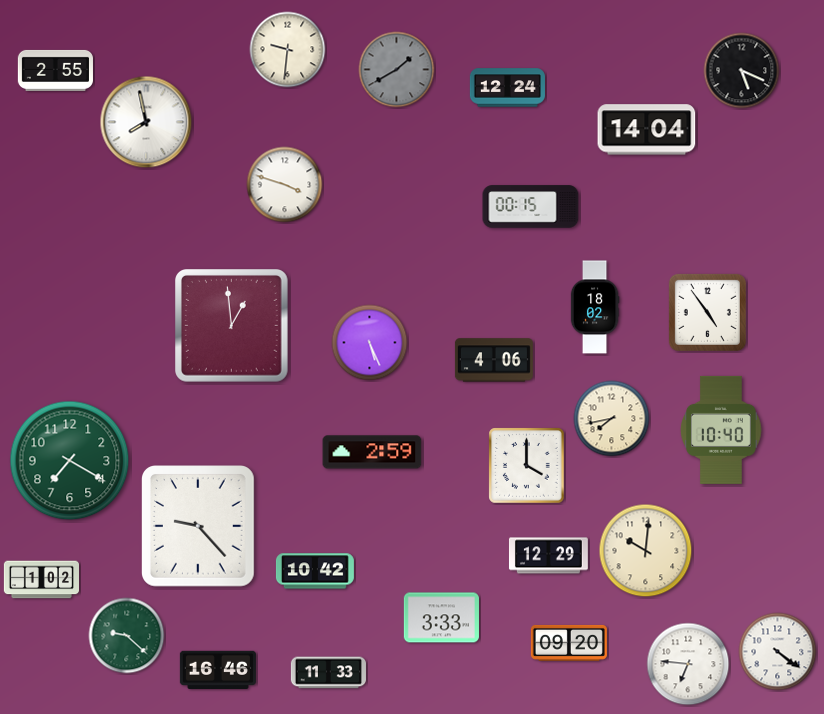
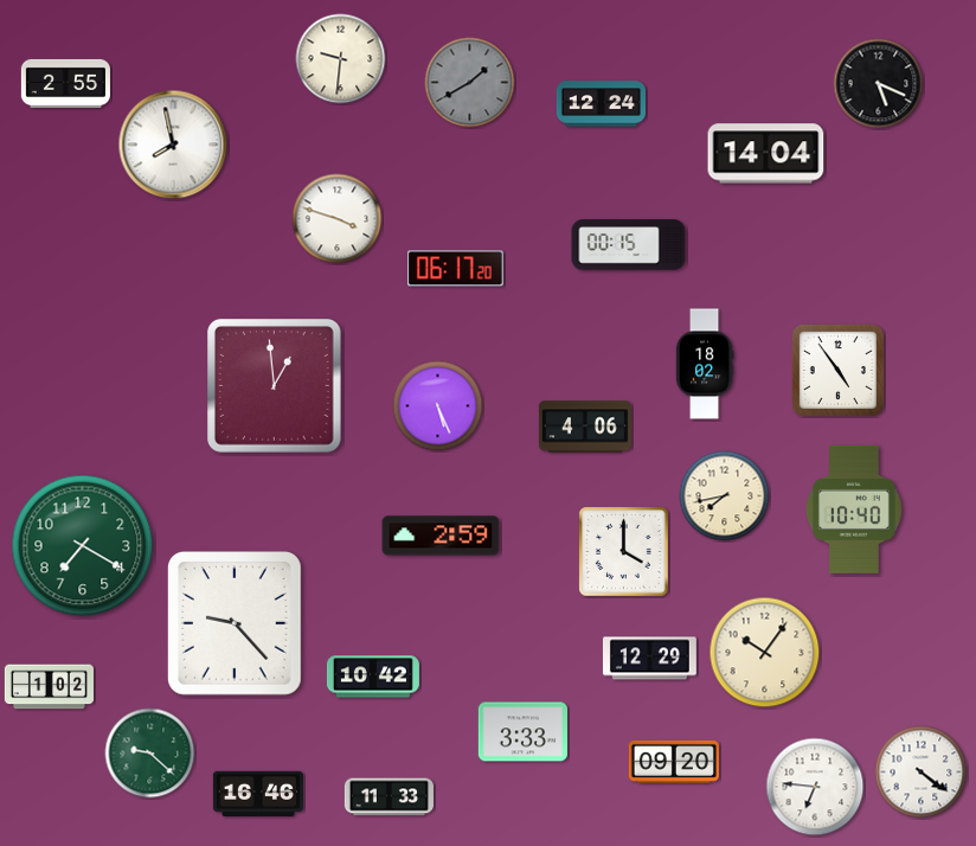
clock at (456, 269): none -> 06:17
clock at (646, 551): 10:01 -> 10:06
